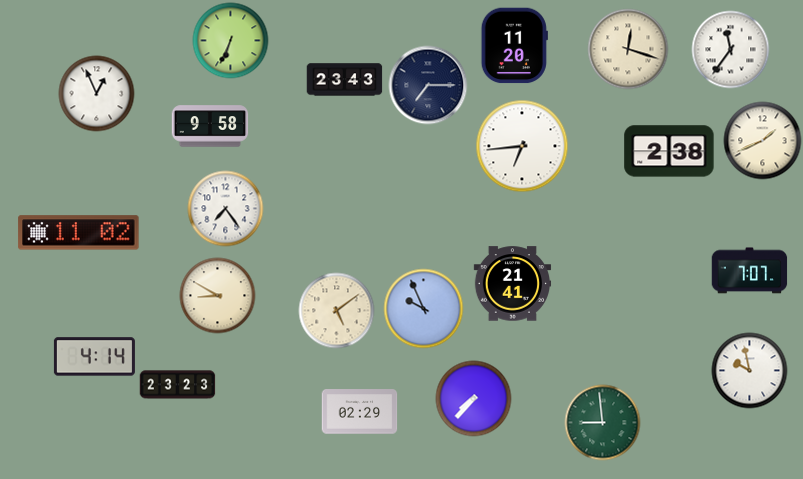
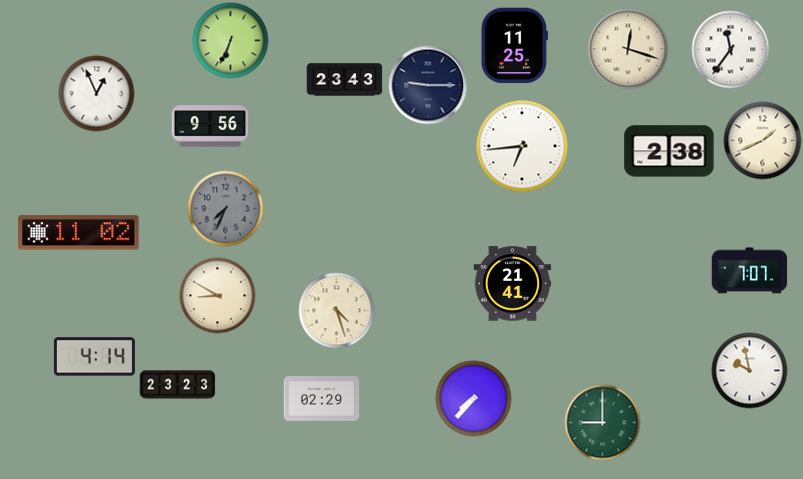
clock at (514, 46): 11:20 -> 11:25
clock at (428, 85): 7:15 -> 9:15
clock at (210, 126): 9:58 -> 9:56
clock at (226, 209): 7:24 -> 7:34
clock at (226, 209) dial: white -> grey
clock at (424, 309): 9:56 -> none
clock at (337, 311): 5:09 -> 4:27
clock at (360, 412) position: (360, 412) -> (322, 399)
clock at (603, 423): 8:59 -> 9:00
